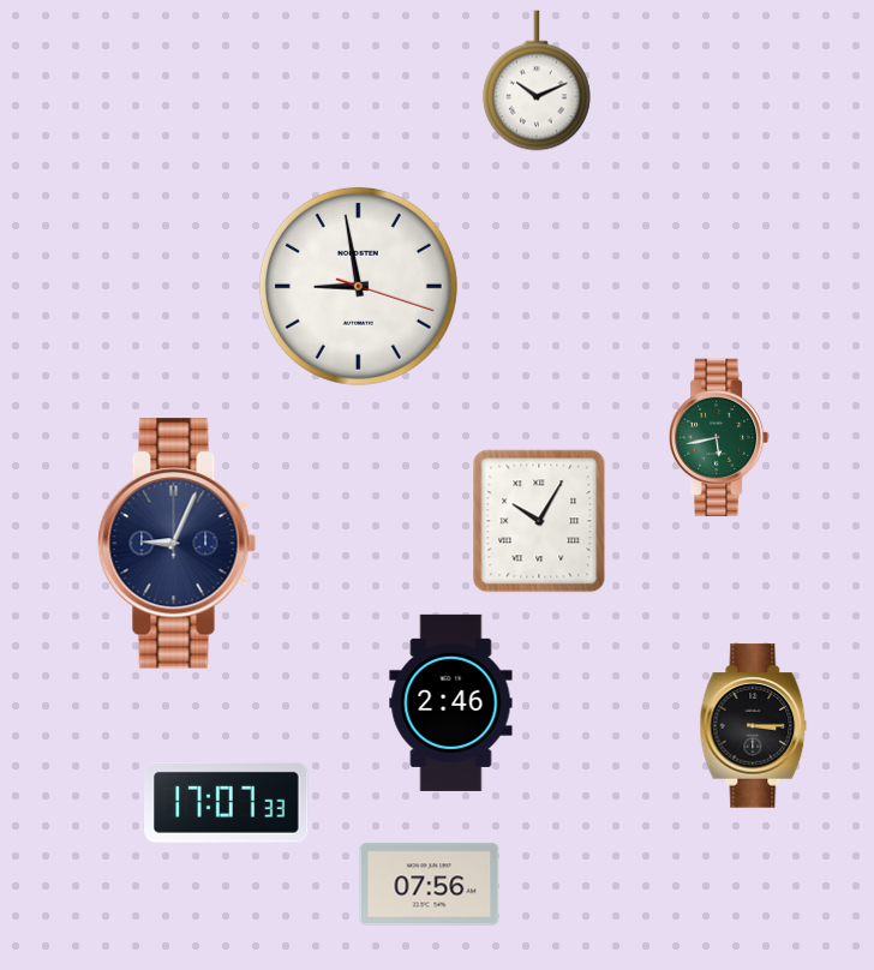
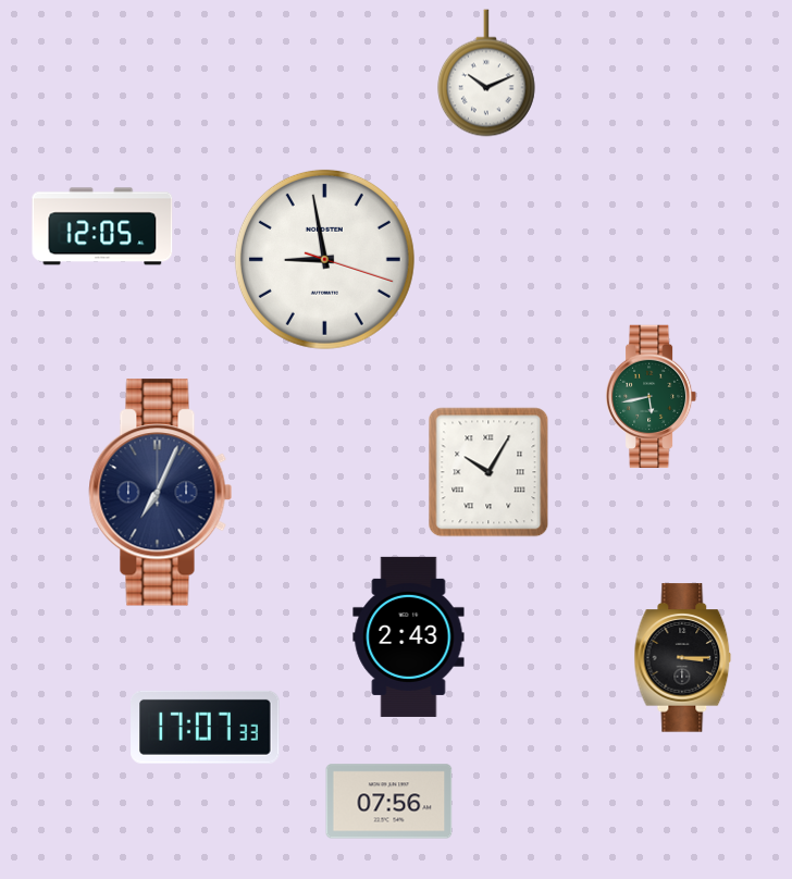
clock at (102, 226): none -> 12:05
clock at (178, 544): 9:04 -> 7:04
clock at (451, 702): 2:46 -> 2:43
